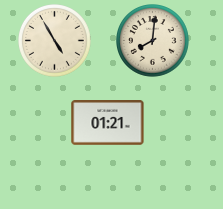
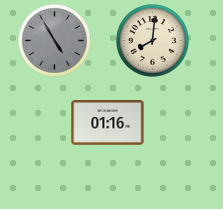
clock at (55, 41) dial: cream -> grey
clock at (108, 123): 01:21 -> 01:16
